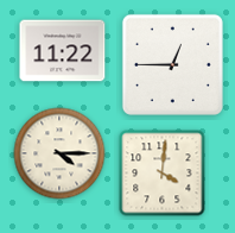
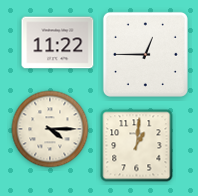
clock at (63, 51) position: (63, 51) -> (58, 43)
clock at (163, 174): 4:01 -> 1:01
